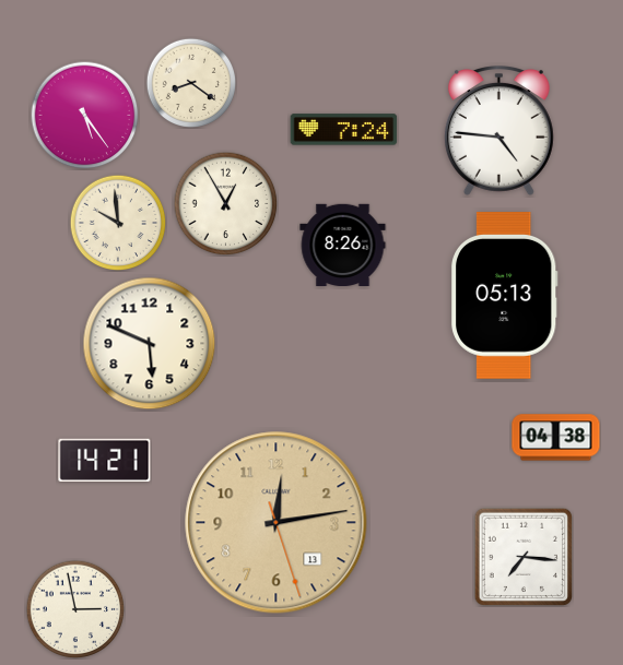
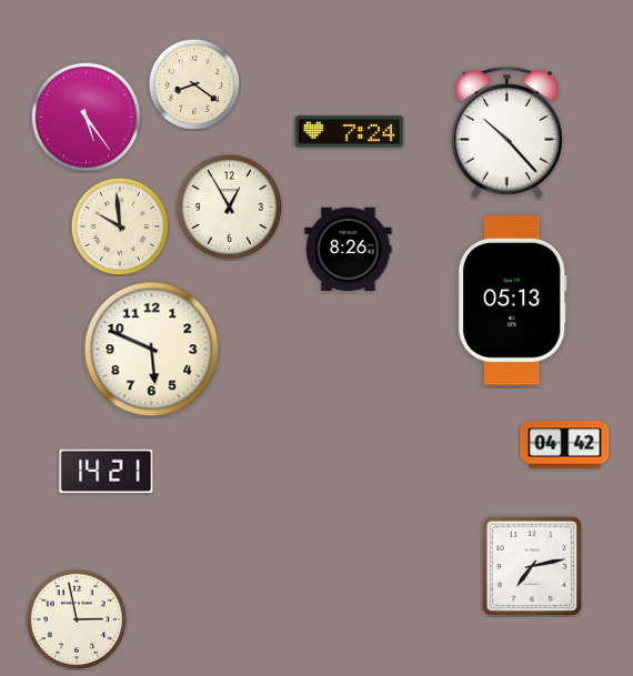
clock at (498, 131): 4:46 -> 10:23
clock at (556, 438): 04:38 -> 04:42
clock at (105, 460) position: (105, 460) -> (107, 471)
clock at (277, 523): 12:13 -> none
clock at (524, 557): 7:16 -> 7:13
